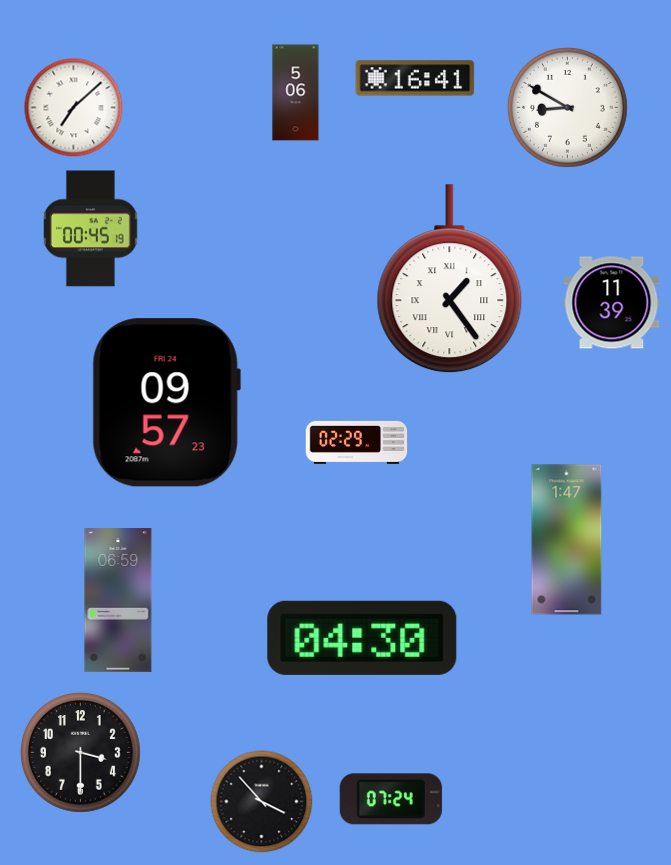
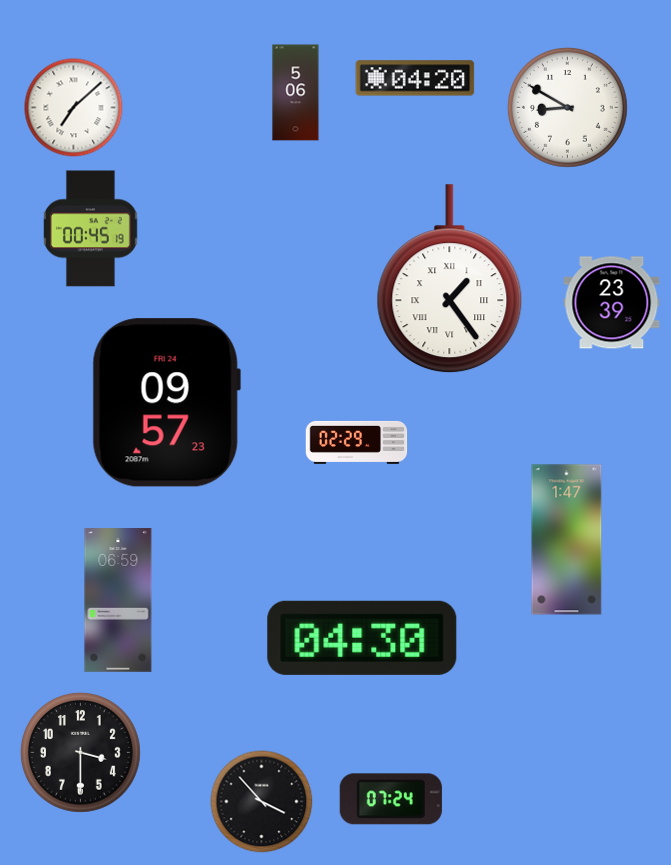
clock at (415, 78): 16:41 -> 04:20
clock at (612, 303): 11:39 -> 23:39
